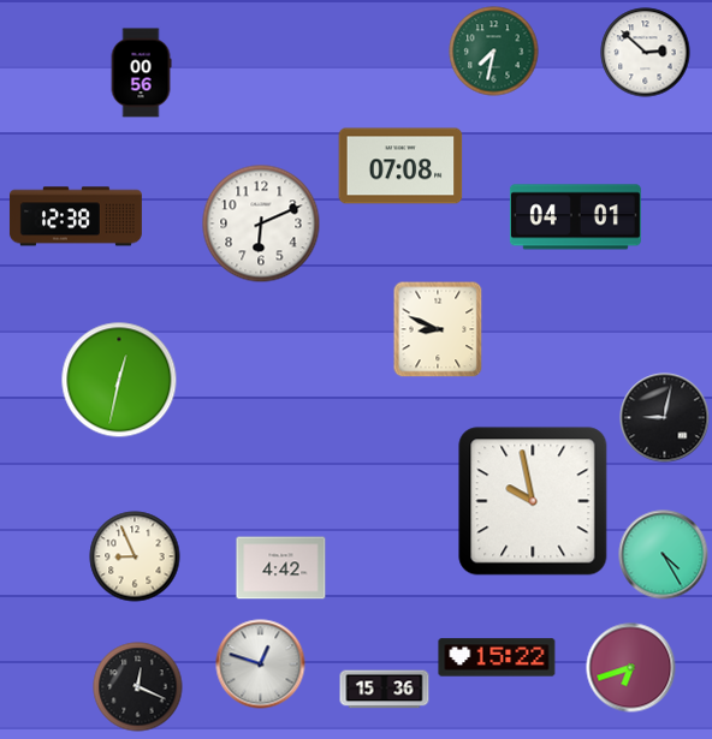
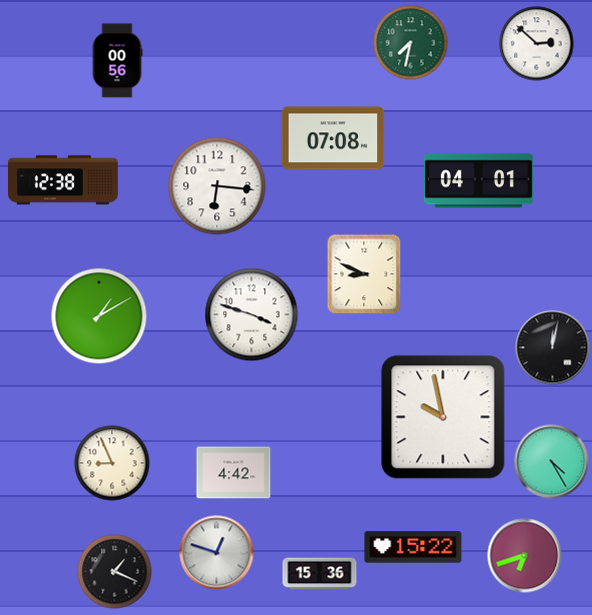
clock at (261, 224): 6:11 -> 6:16
clock at (252, 315): none -> 3:48
clock at (119, 380): 12:32 -> 1:10
clock at (665, 418): 9:02 -> 12:02
clock at (138, 687): 12:19 -> 1:19
